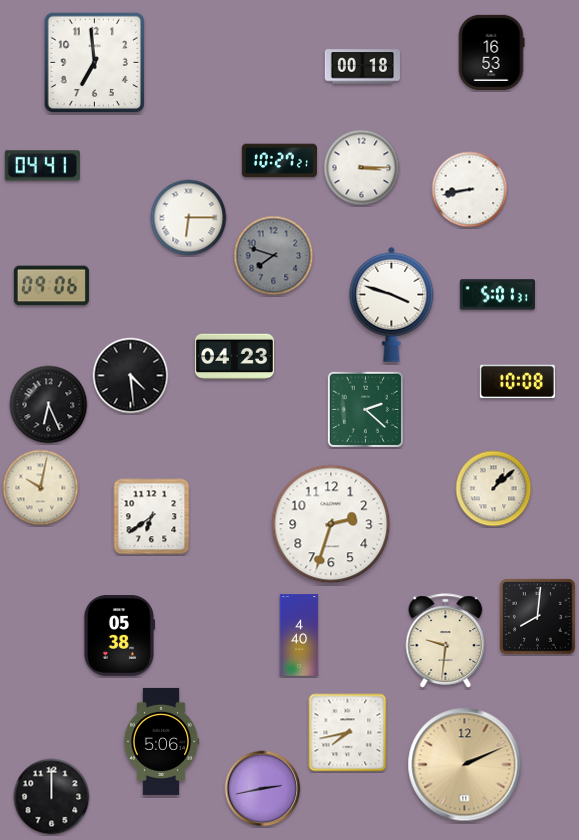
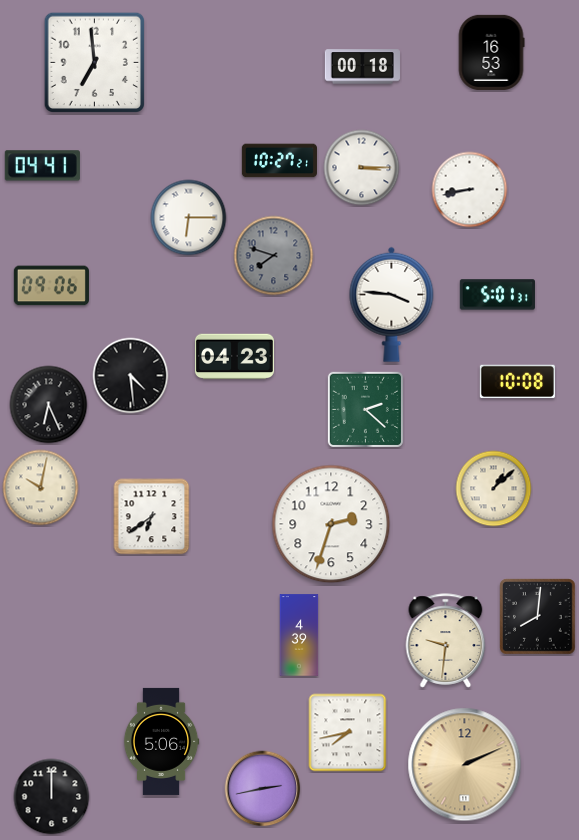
clock at (392, 304): 3:48 -> 3:46
clock at (299, 635): 4:40 -> 4:39
clock at (118, 636): 05:38 -> none
